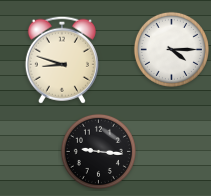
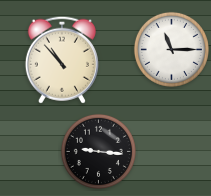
clock at (171, 49): 4:15 -> 11:15
clock at (62, 60): 8:48 -> 10:53
